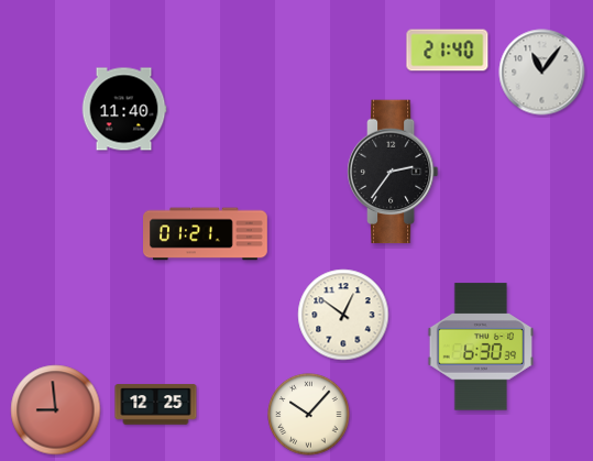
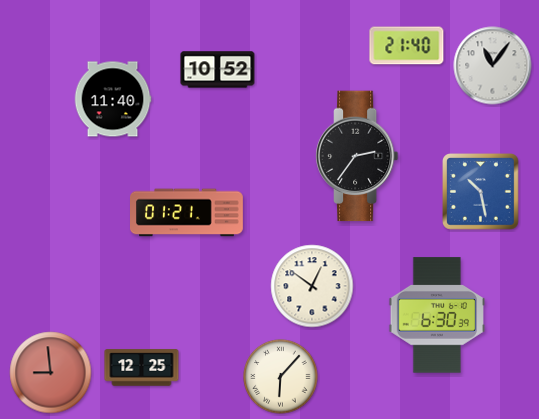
clock at (218, 70): none -> 10:52
clock at (481, 192): none -> 10:28
clock at (309, 415): 10:07 -> 6:07
